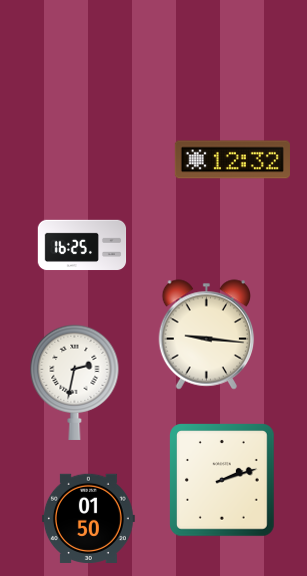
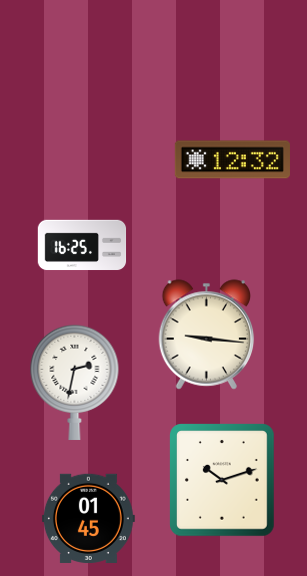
clock at (223, 480): 2:12 -> 10:12
clock at (88, 518): 01:50 -> 01:45
